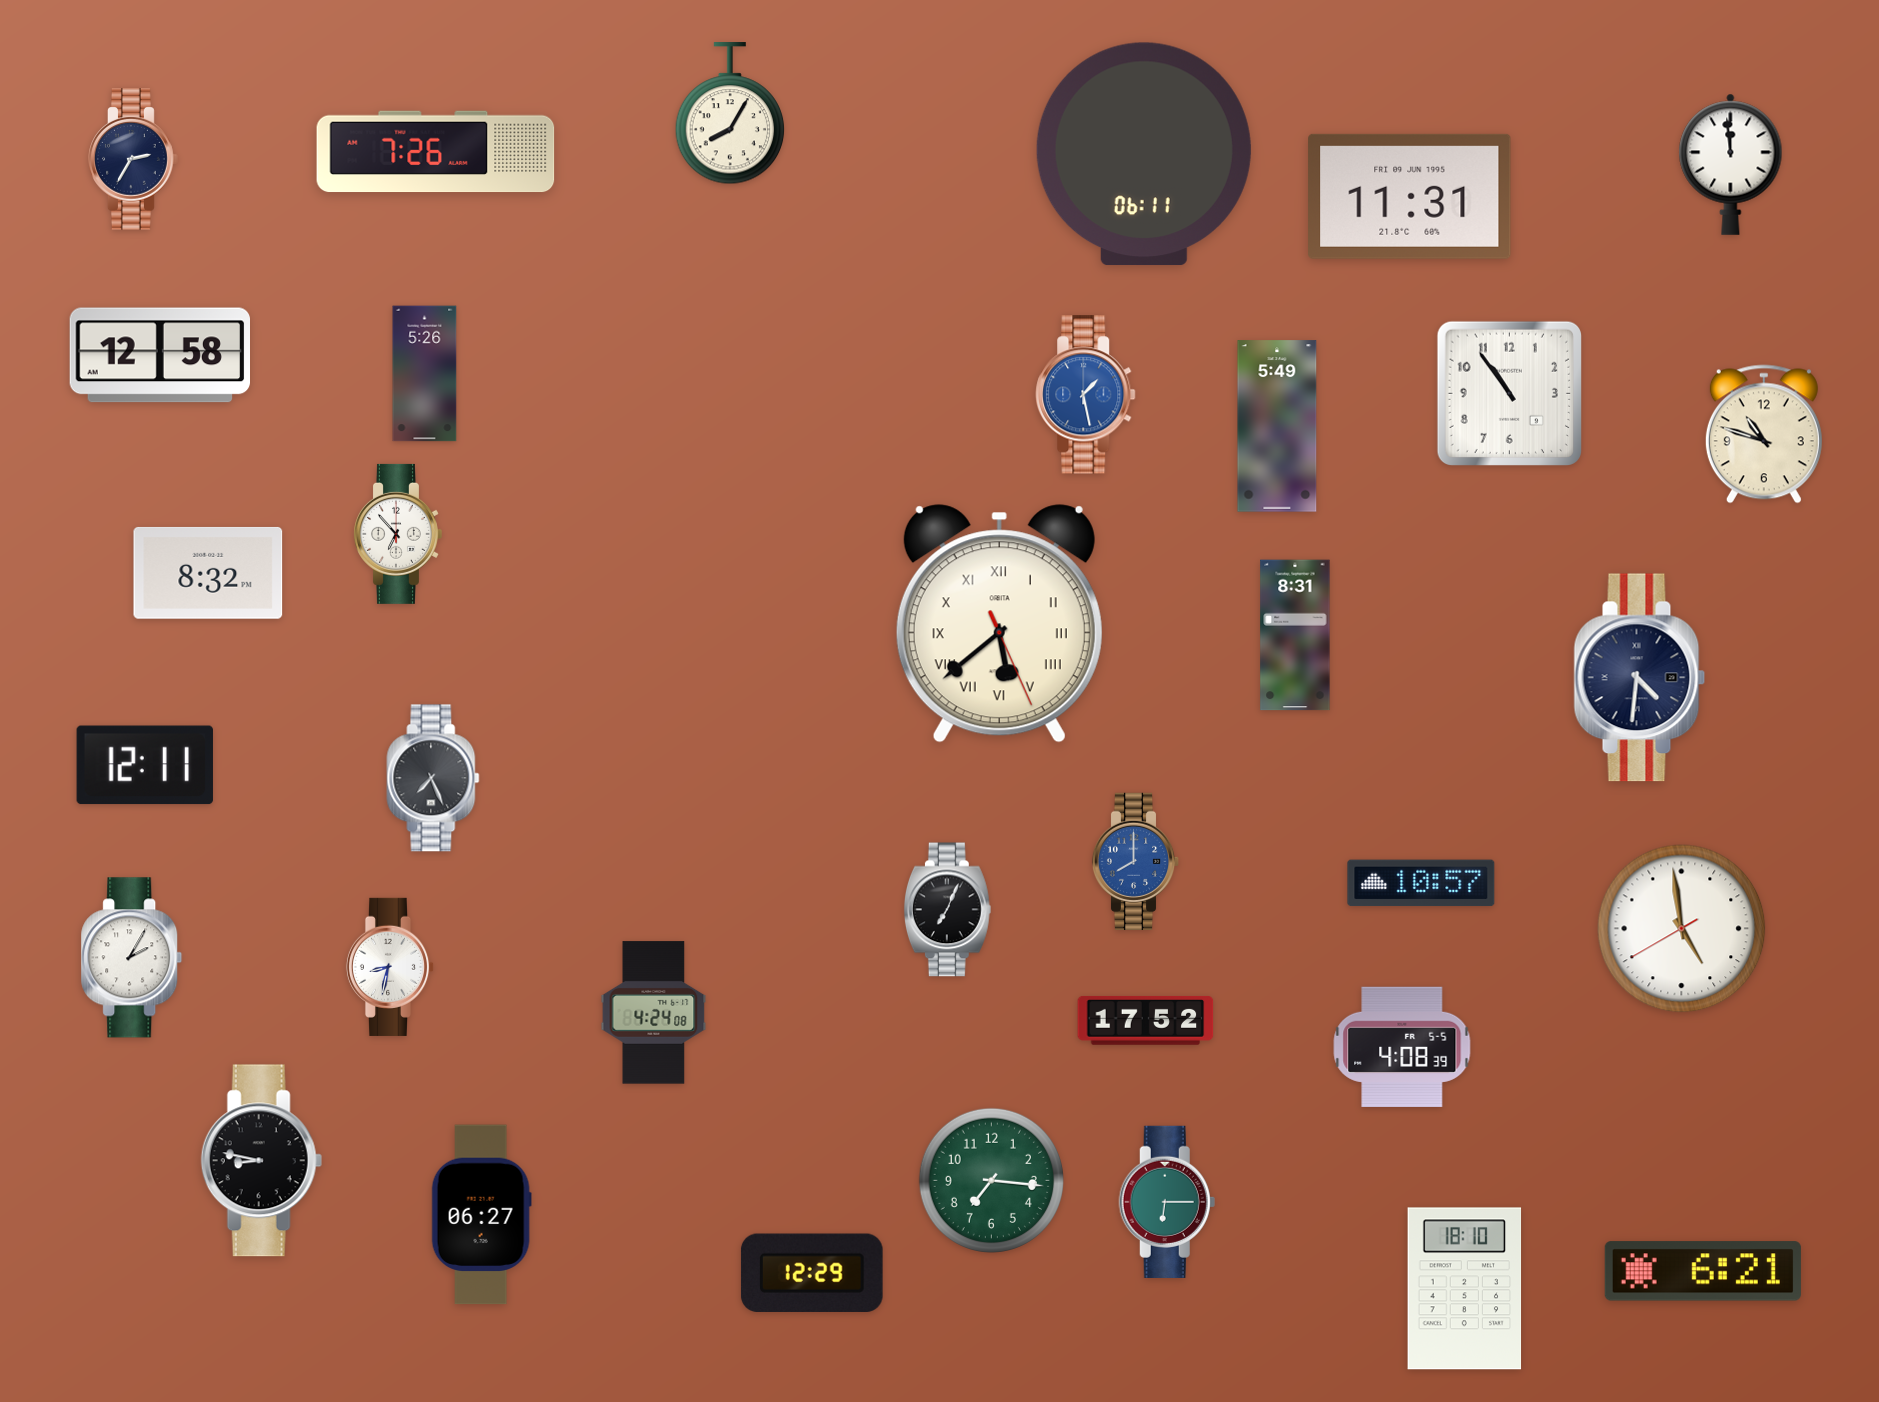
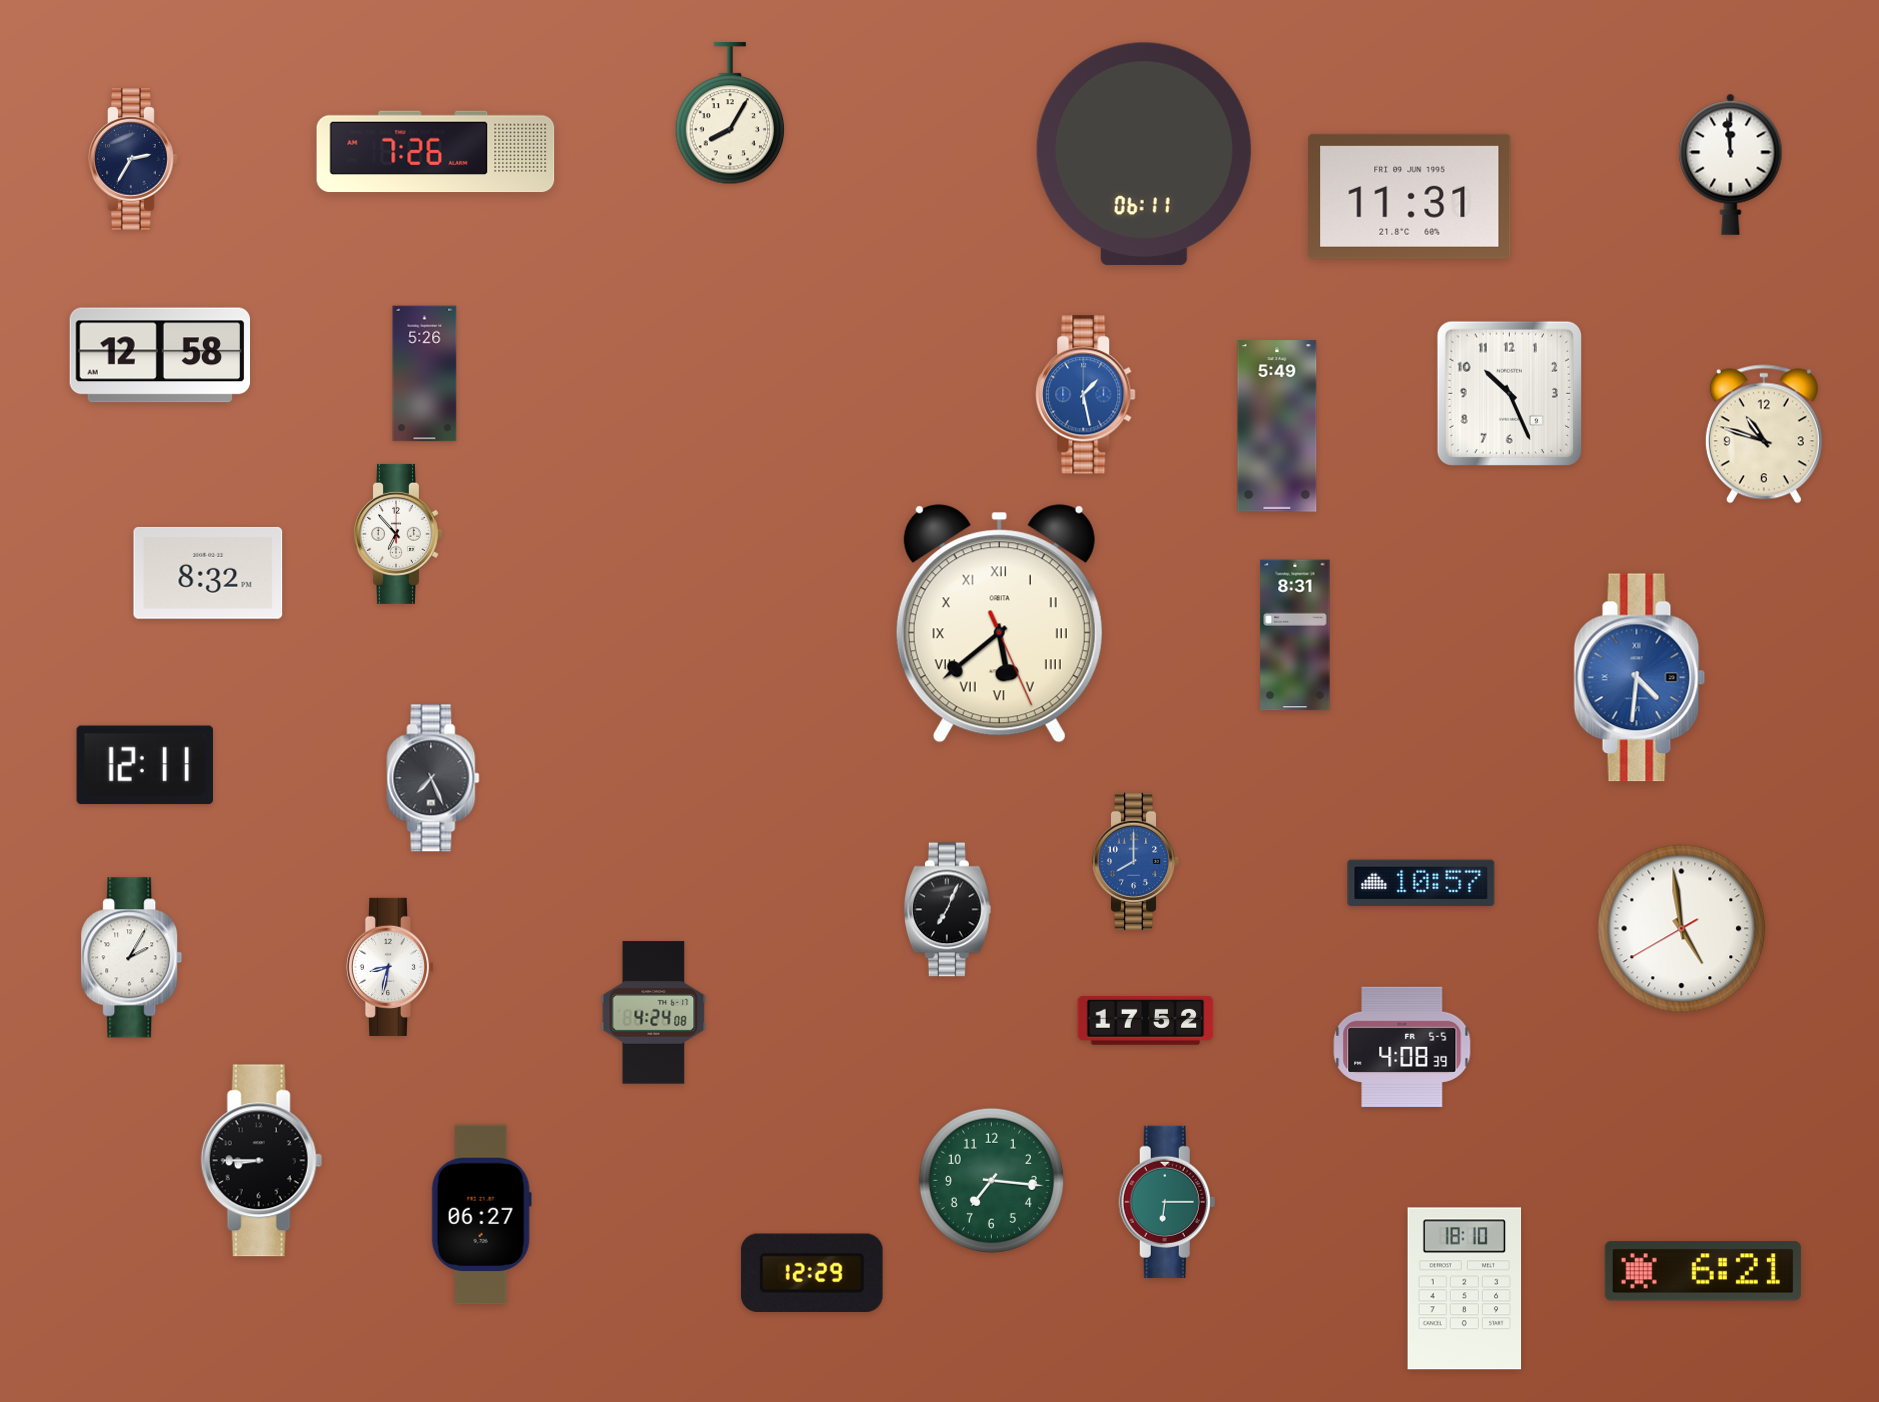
clock at (1509, 393): 10:54 -> 10:26
clock at (1640, 678) dial: navy -> blue
clock at (261, 1161): 8:47 -> 8:45
